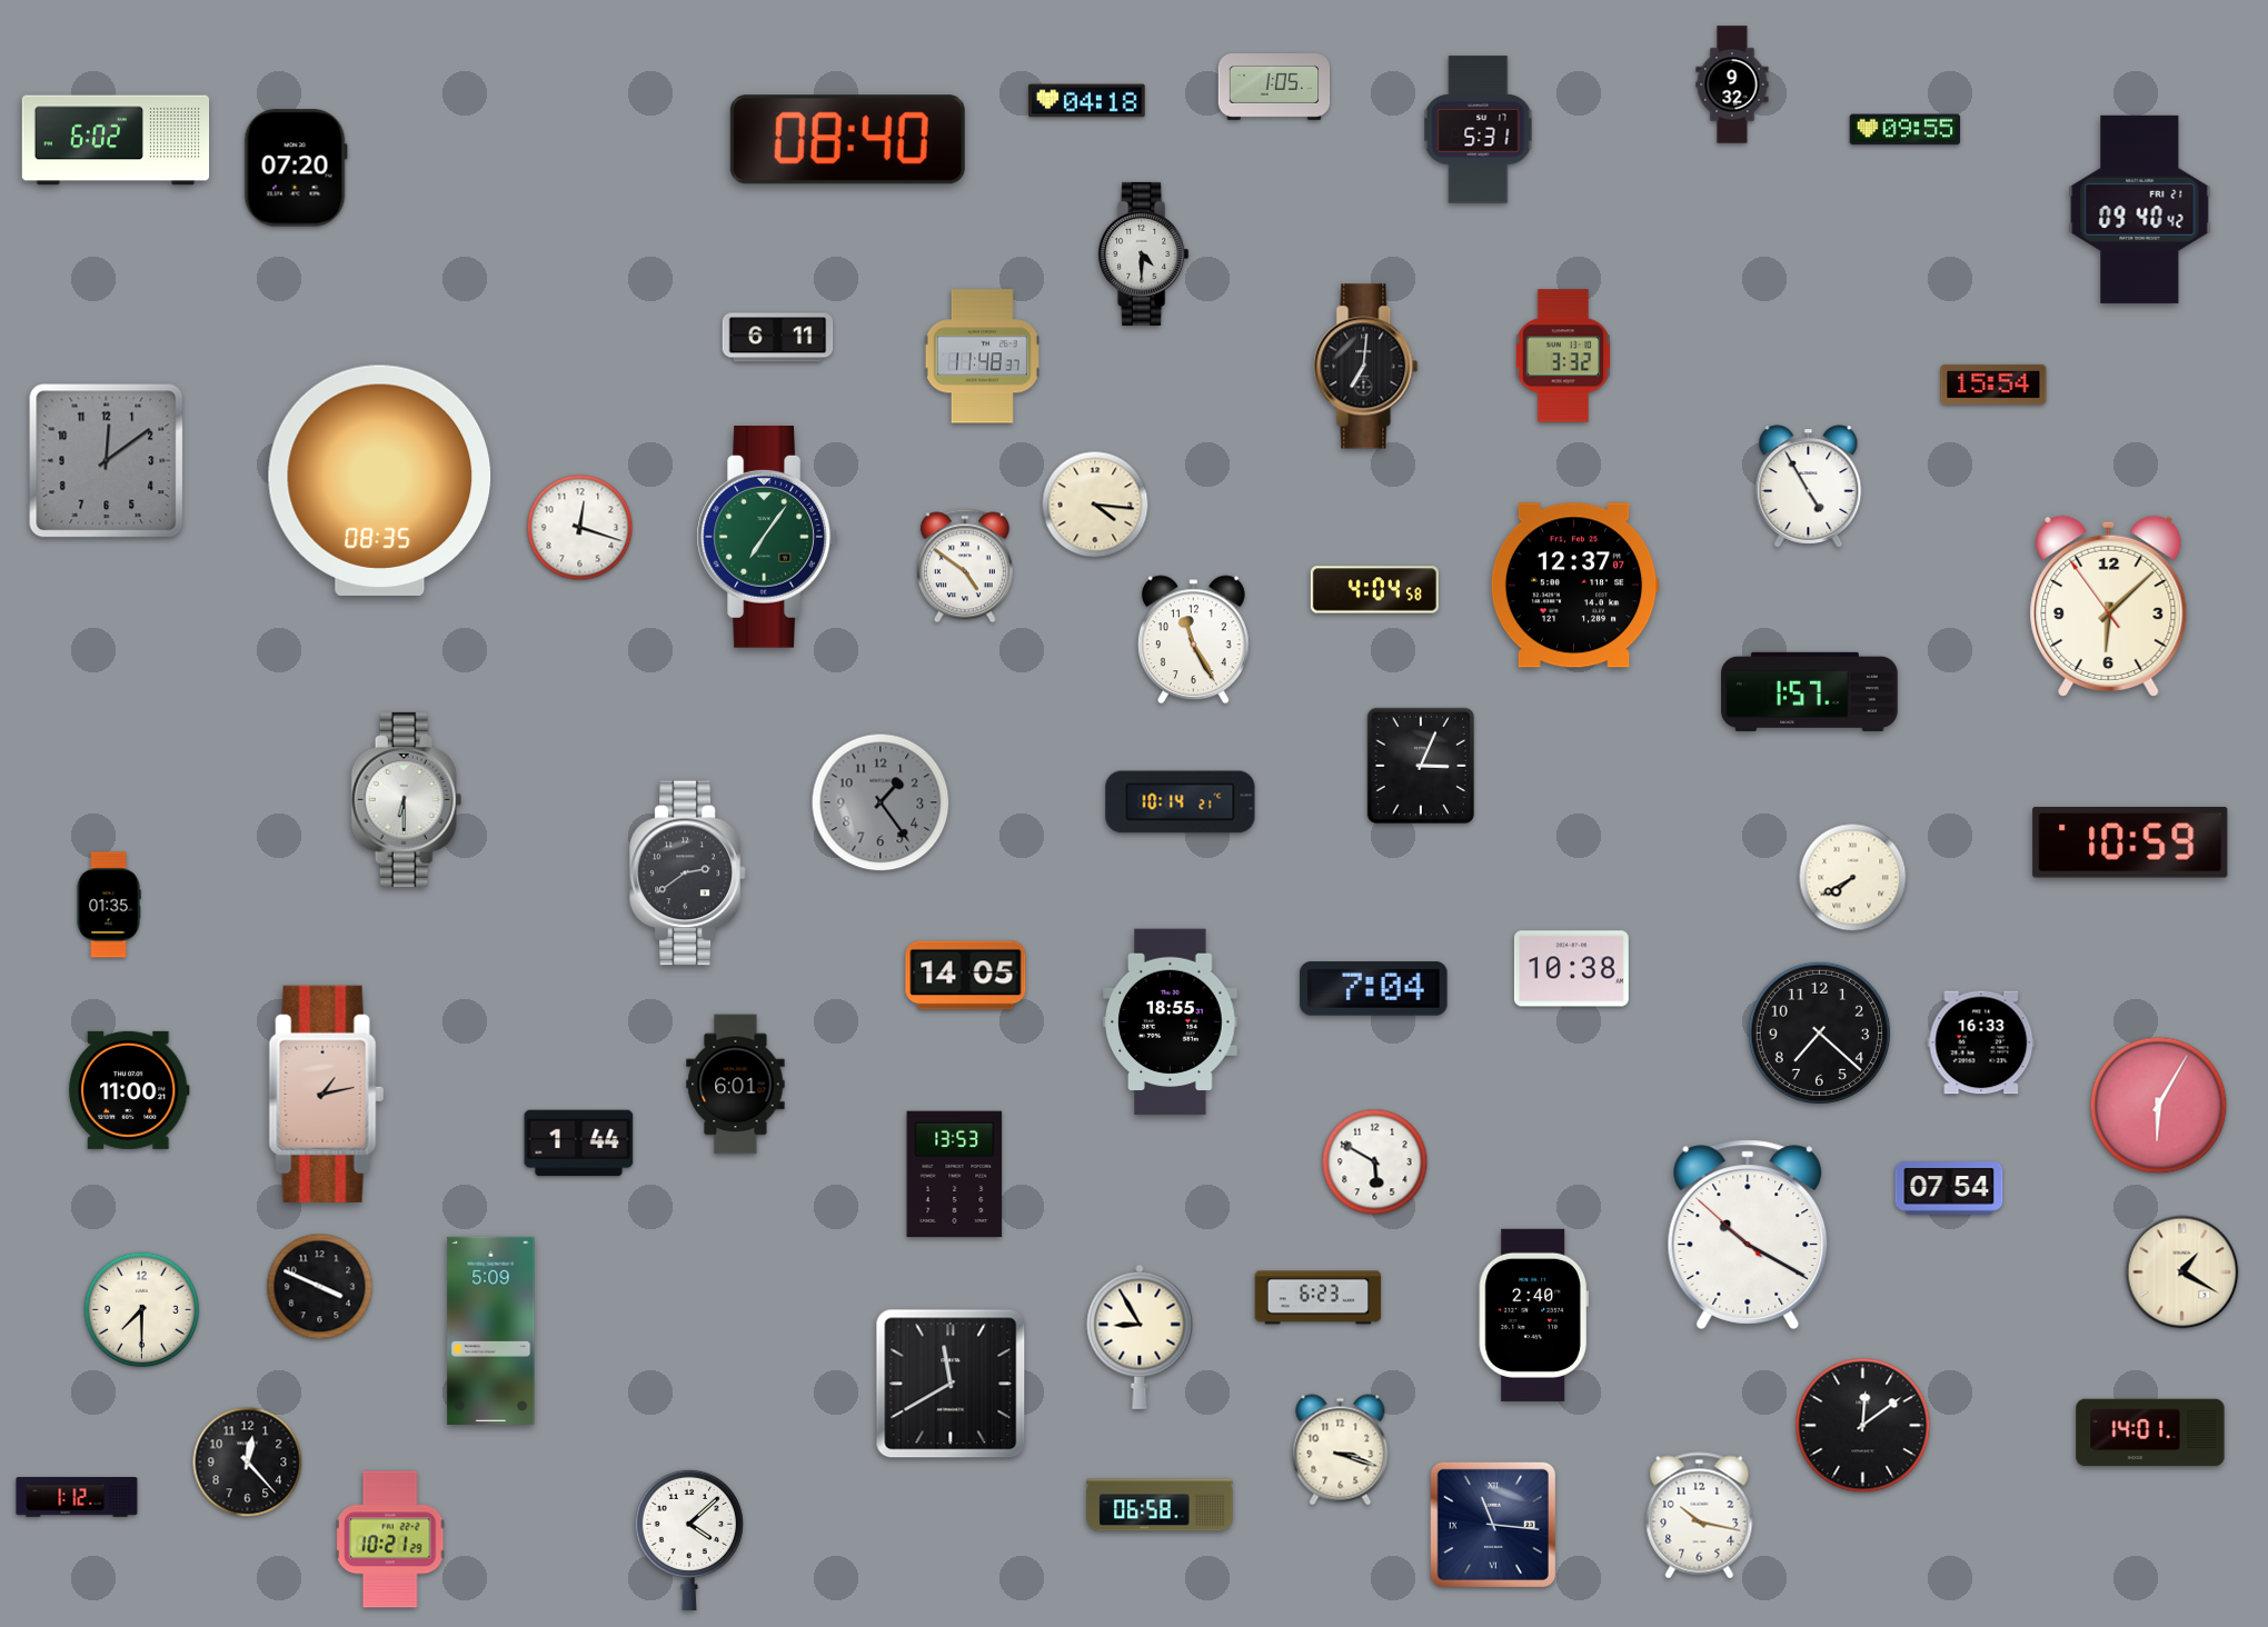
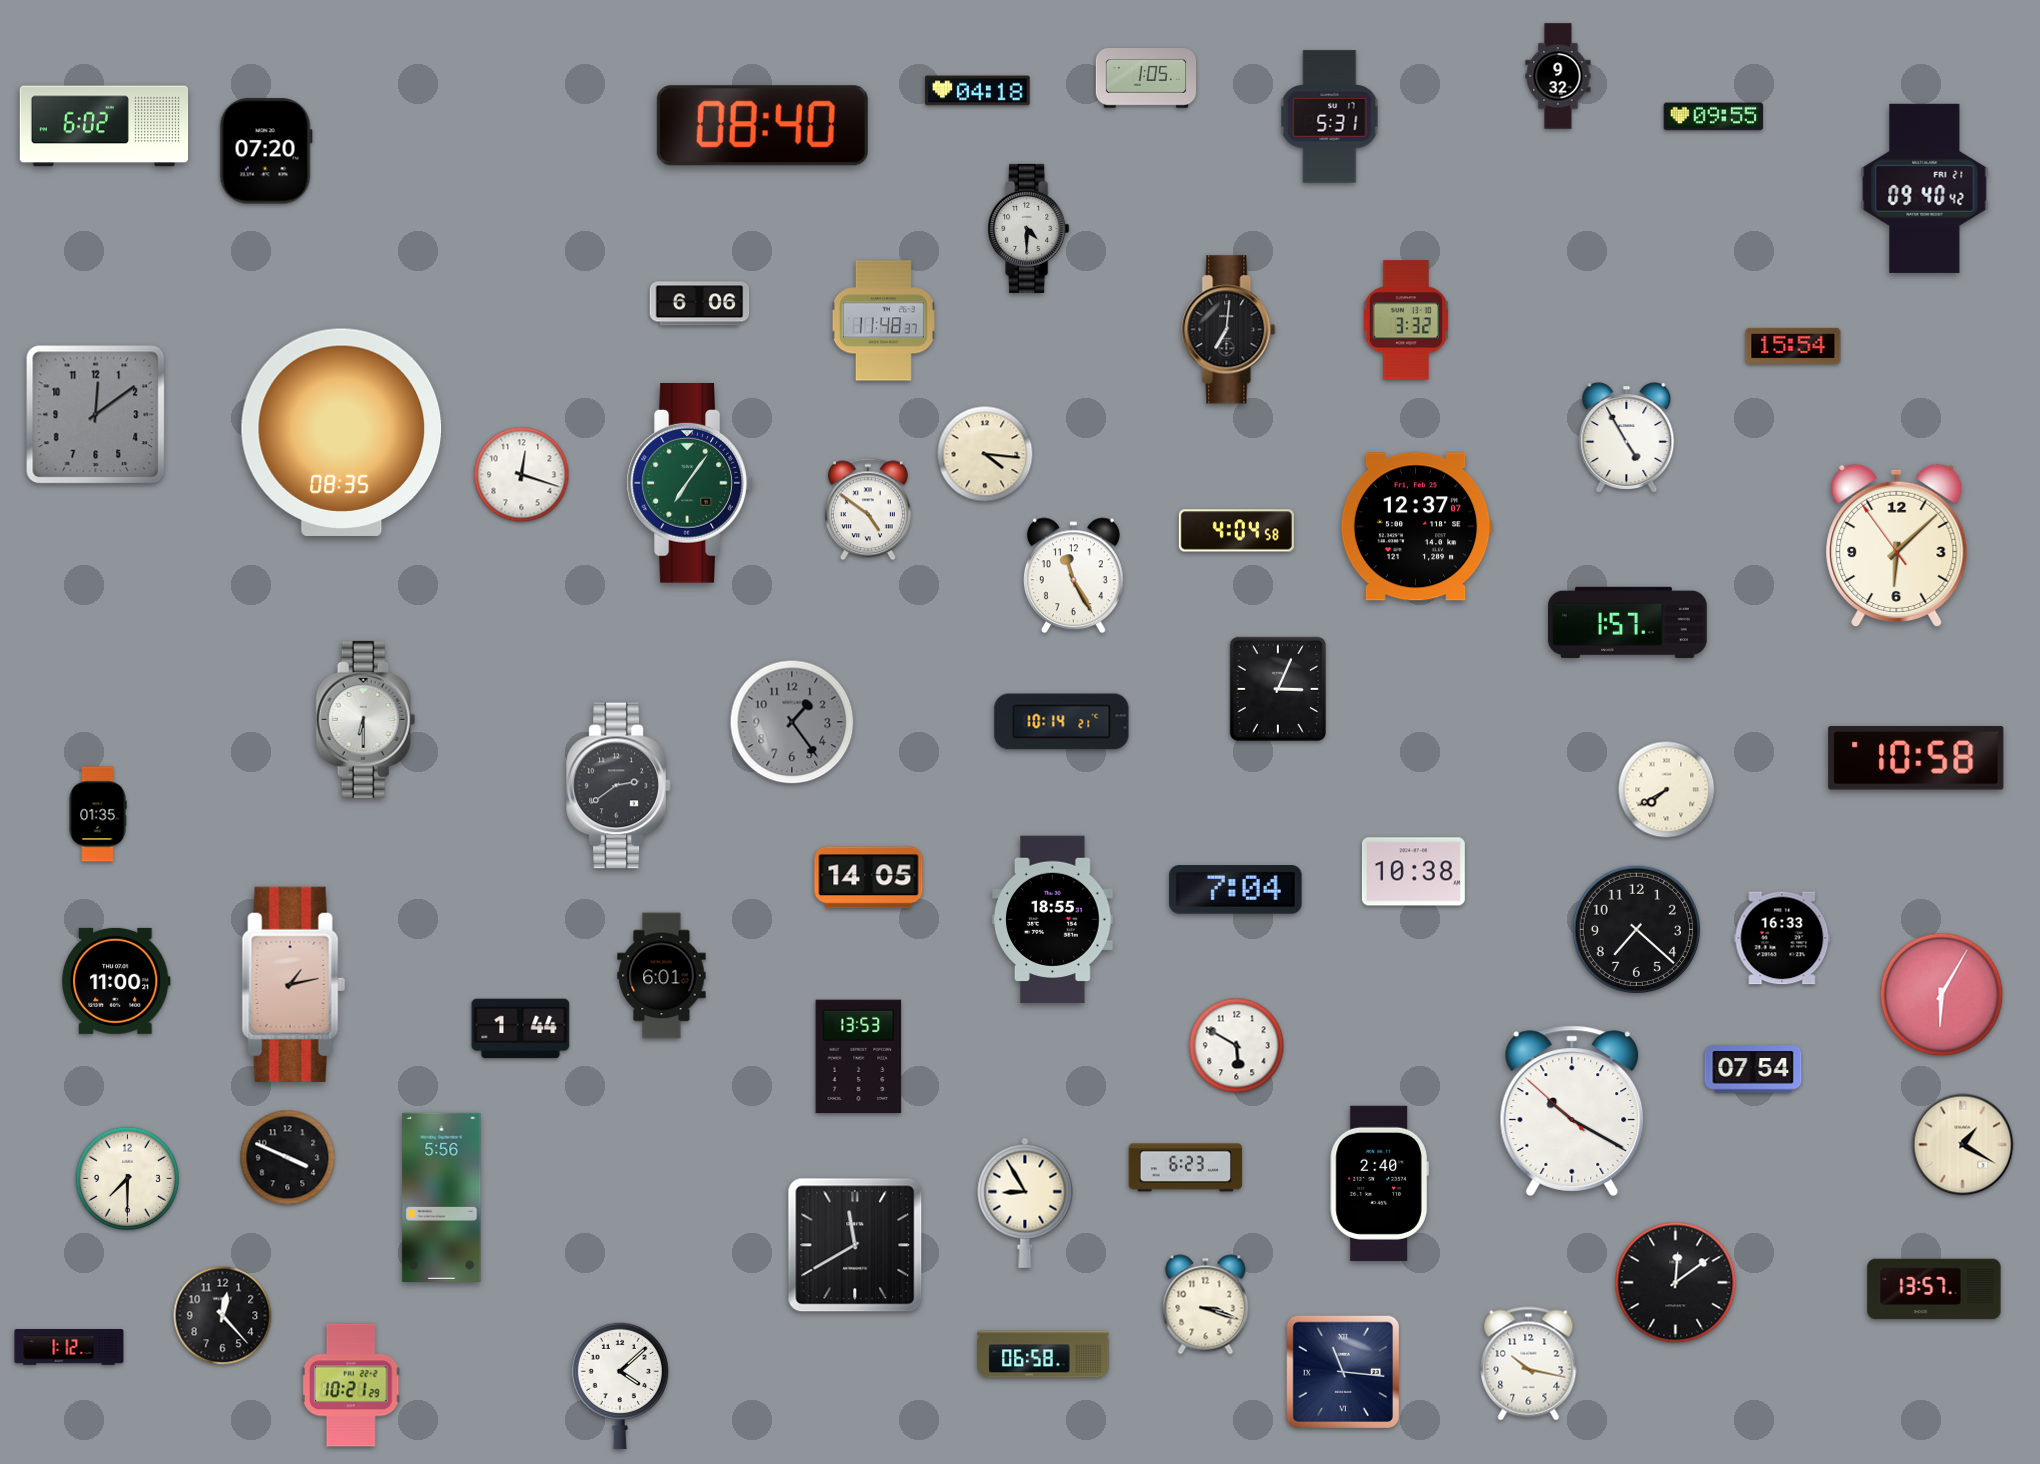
clock at (778, 338): 6:11 -> 6:06
clock at (2130, 844): 10:59 -> 10:58
clock at (491, 1330): 5:09 -> 5:56
clock at (2150, 1433): 14:01 -> 13:57
